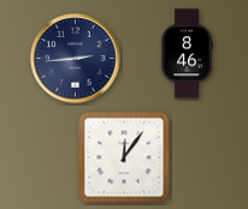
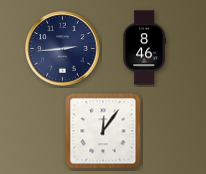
clock at (187, 54) position: (187, 54) -> (144, 48)
